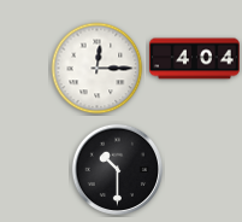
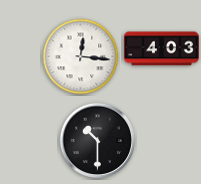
clock at (195, 59): 4:04 -> 4:03
clock at (98, 69): 12:15 -> 12:16
